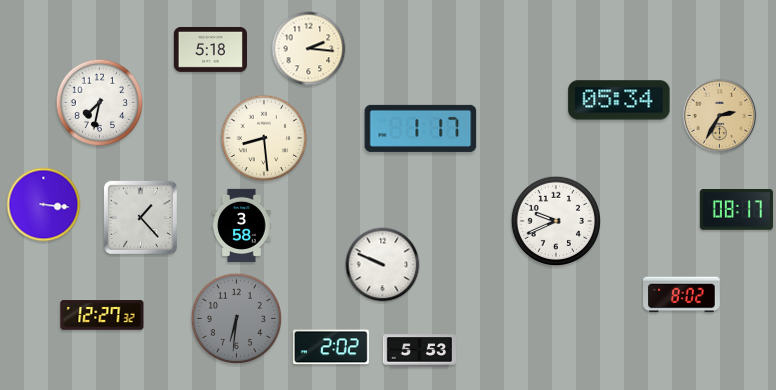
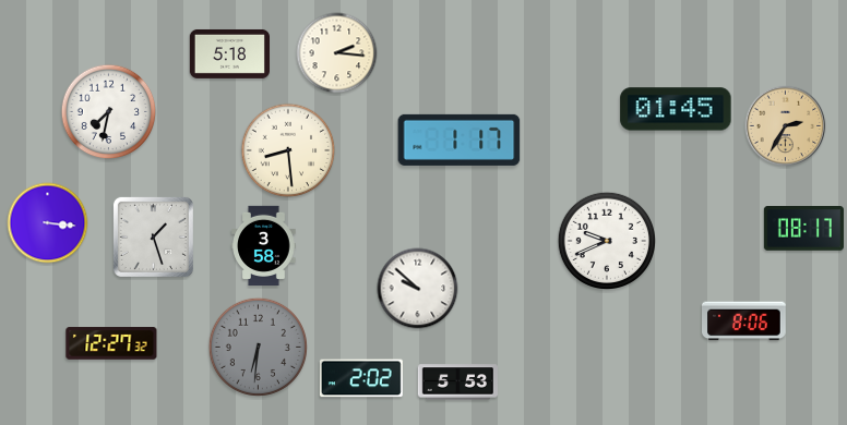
clock at (619, 100): 05:34 -> 01:45
clock at (140, 217): 1:23 -> 1:27
clock at (383, 265): 9:49 -> 9:52
clock at (682, 295): 8:02 -> 8:06
